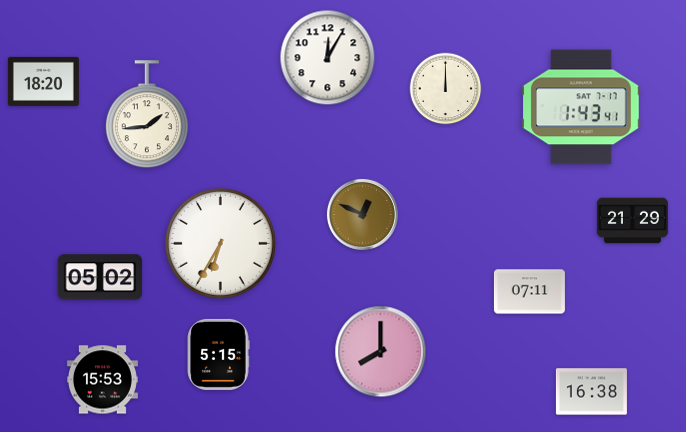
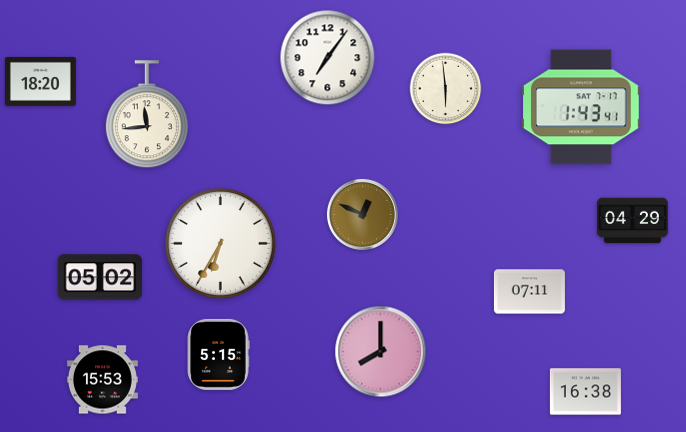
clock at (328, 58): 12:05 -> 7:06
clock at (43, 81) position: (43, 81) -> (40, 81)
clock at (446, 89): 12:00 -> 5:59
clock at (147, 115): 1:44 -> 11:44
clock at (632, 221): 21:29 -> 04:29
clock at (591, 392) position: (591, 392) -> (585, 392)
